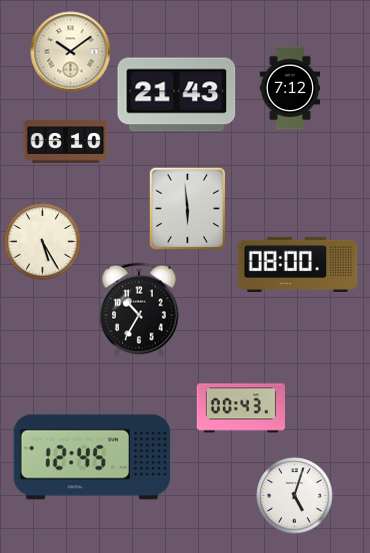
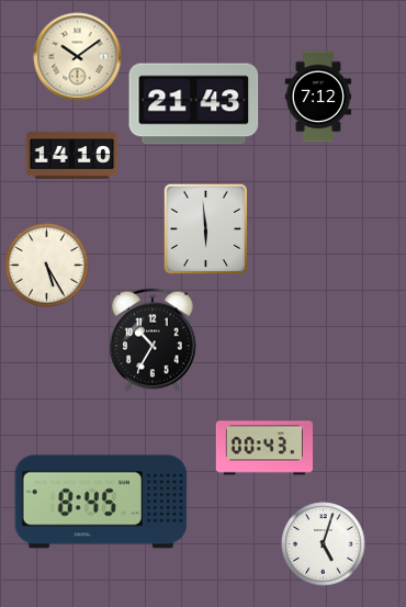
clock at (66, 142): 06:10 -> 14:10
clock at (298, 264): 08:00 -> none
clock at (92, 457): 12:45 -> 8:45
